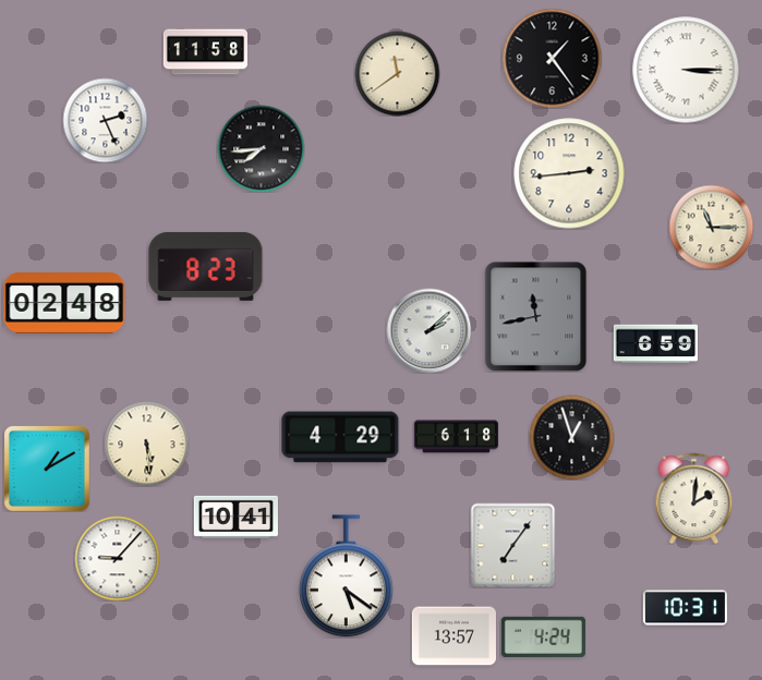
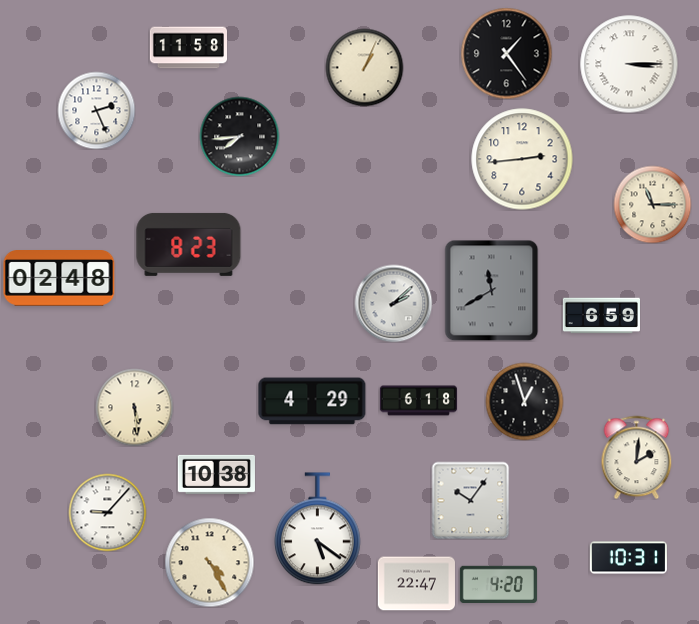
clock at (397, 73): 11:39 -> 1:04
clock at (711, 227) position: (711, 227) -> (652, 204)
clock at (536, 316): 11:43 -> 11:40
clock at (47, 469): 1:10 -> none
clock at (235, 517): 10:41 -> 10:38
clock at (512, 545): 7:06 -> 10:06
clock at (209, 562): none -> 4:25
clock at (453, 636): 13:57 -> 22:47
clock at (543, 636): 4:24 -> 4:20
